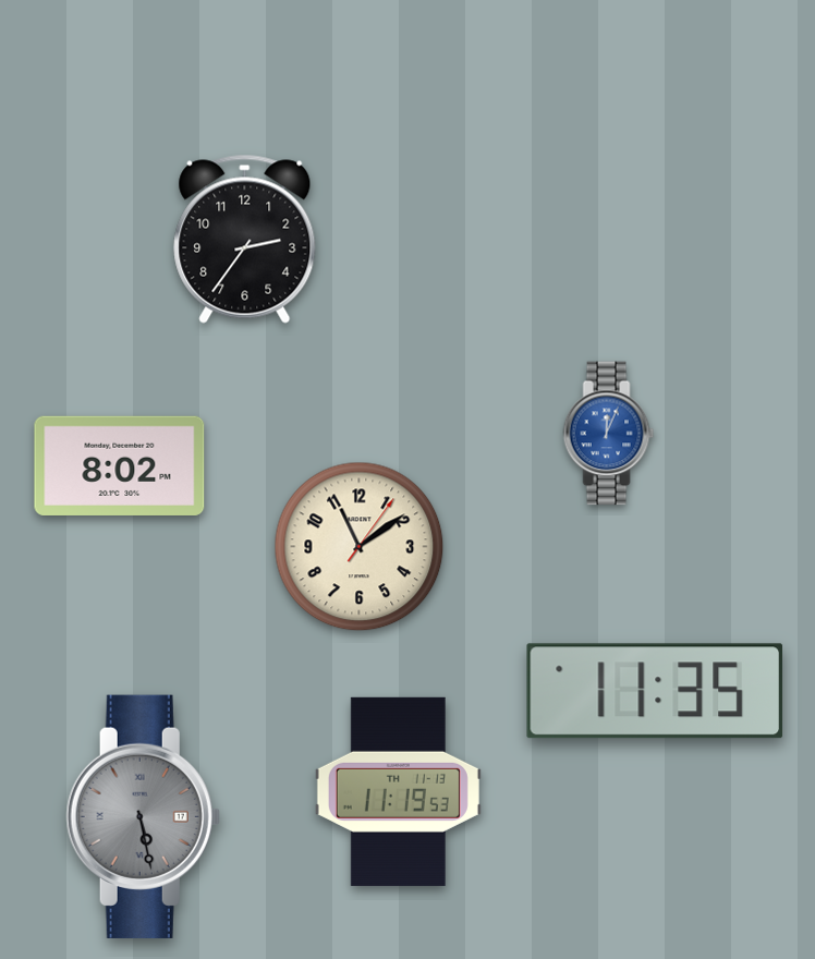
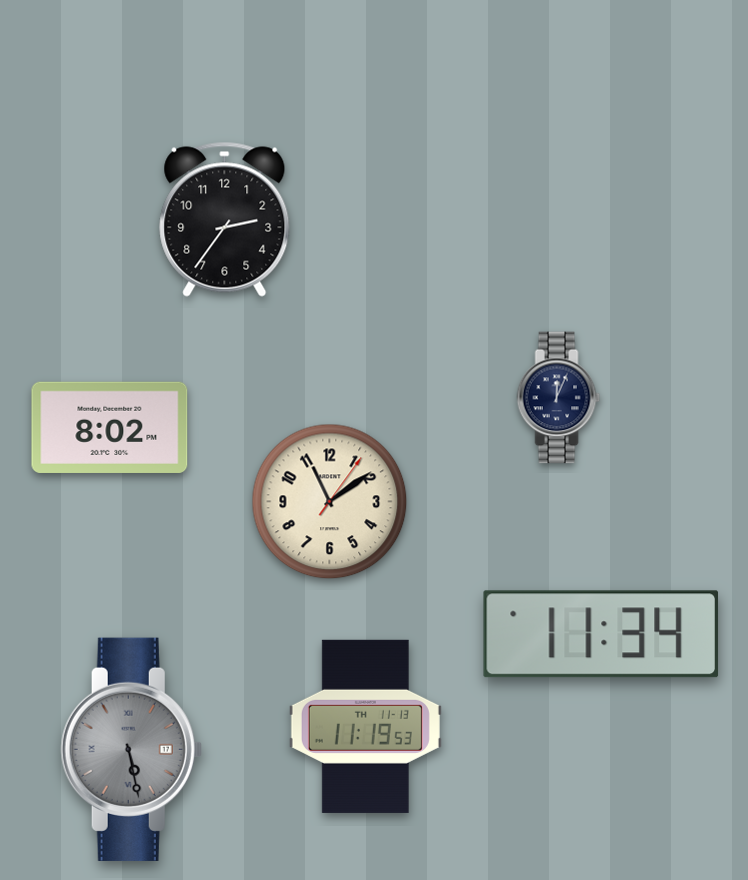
clock at (609, 434) dial: blue -> navy
clock at (655, 691): 11:35 -> 11:34
